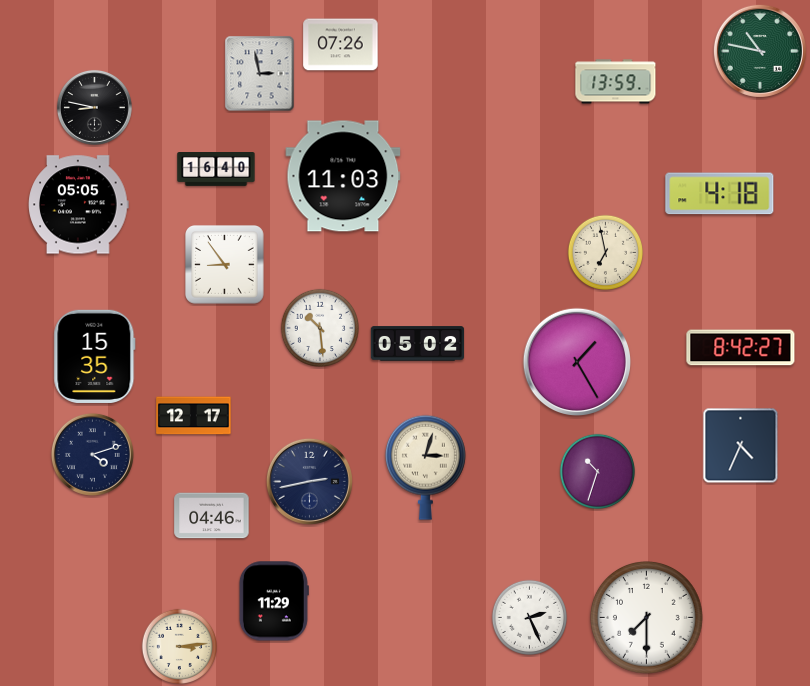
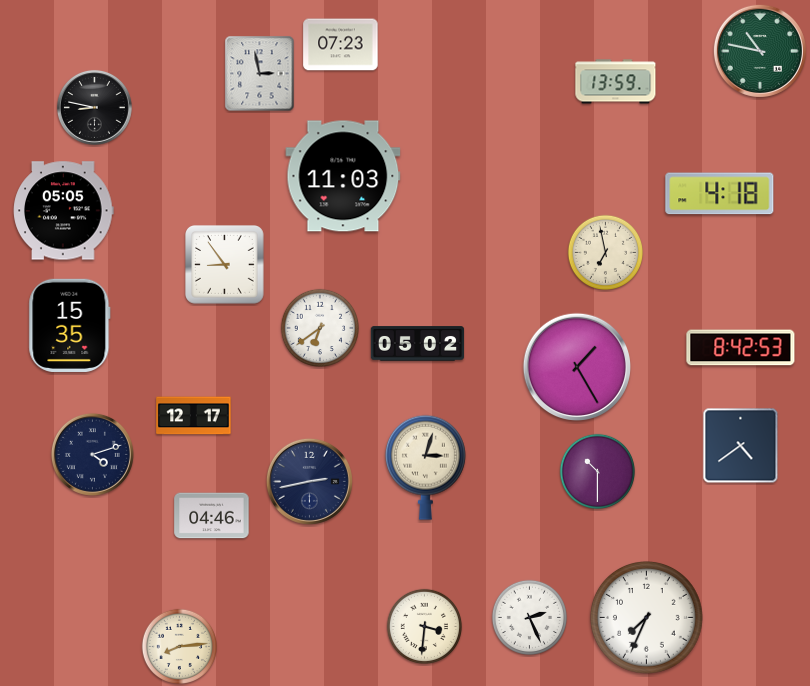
clock at (341, 45): 07:26 -> 07:23
clock at (216, 170): 16:40 -> none
clock at (79, 205) position: (79, 205) -> (64, 211)
clock at (319, 327): 10:29 -> 6:39
clock at (741, 348): 8:42:27 -> 8:42:53
clock at (95, 356) position: (95, 356) -> (70, 325)
clock at (576, 361) position: (576, 361) -> (576, 366)
clock at (741, 446): 4:34 -> 4:39
clock at (598, 472): 10:33 -> 10:30
clock at (274, 601): 11:29 -> none
clock at (647, 618): 7:30 -> 7:34
clock at (425, 627): none -> 3:31
clock at (180, 647): 3:14 -> 8:14
